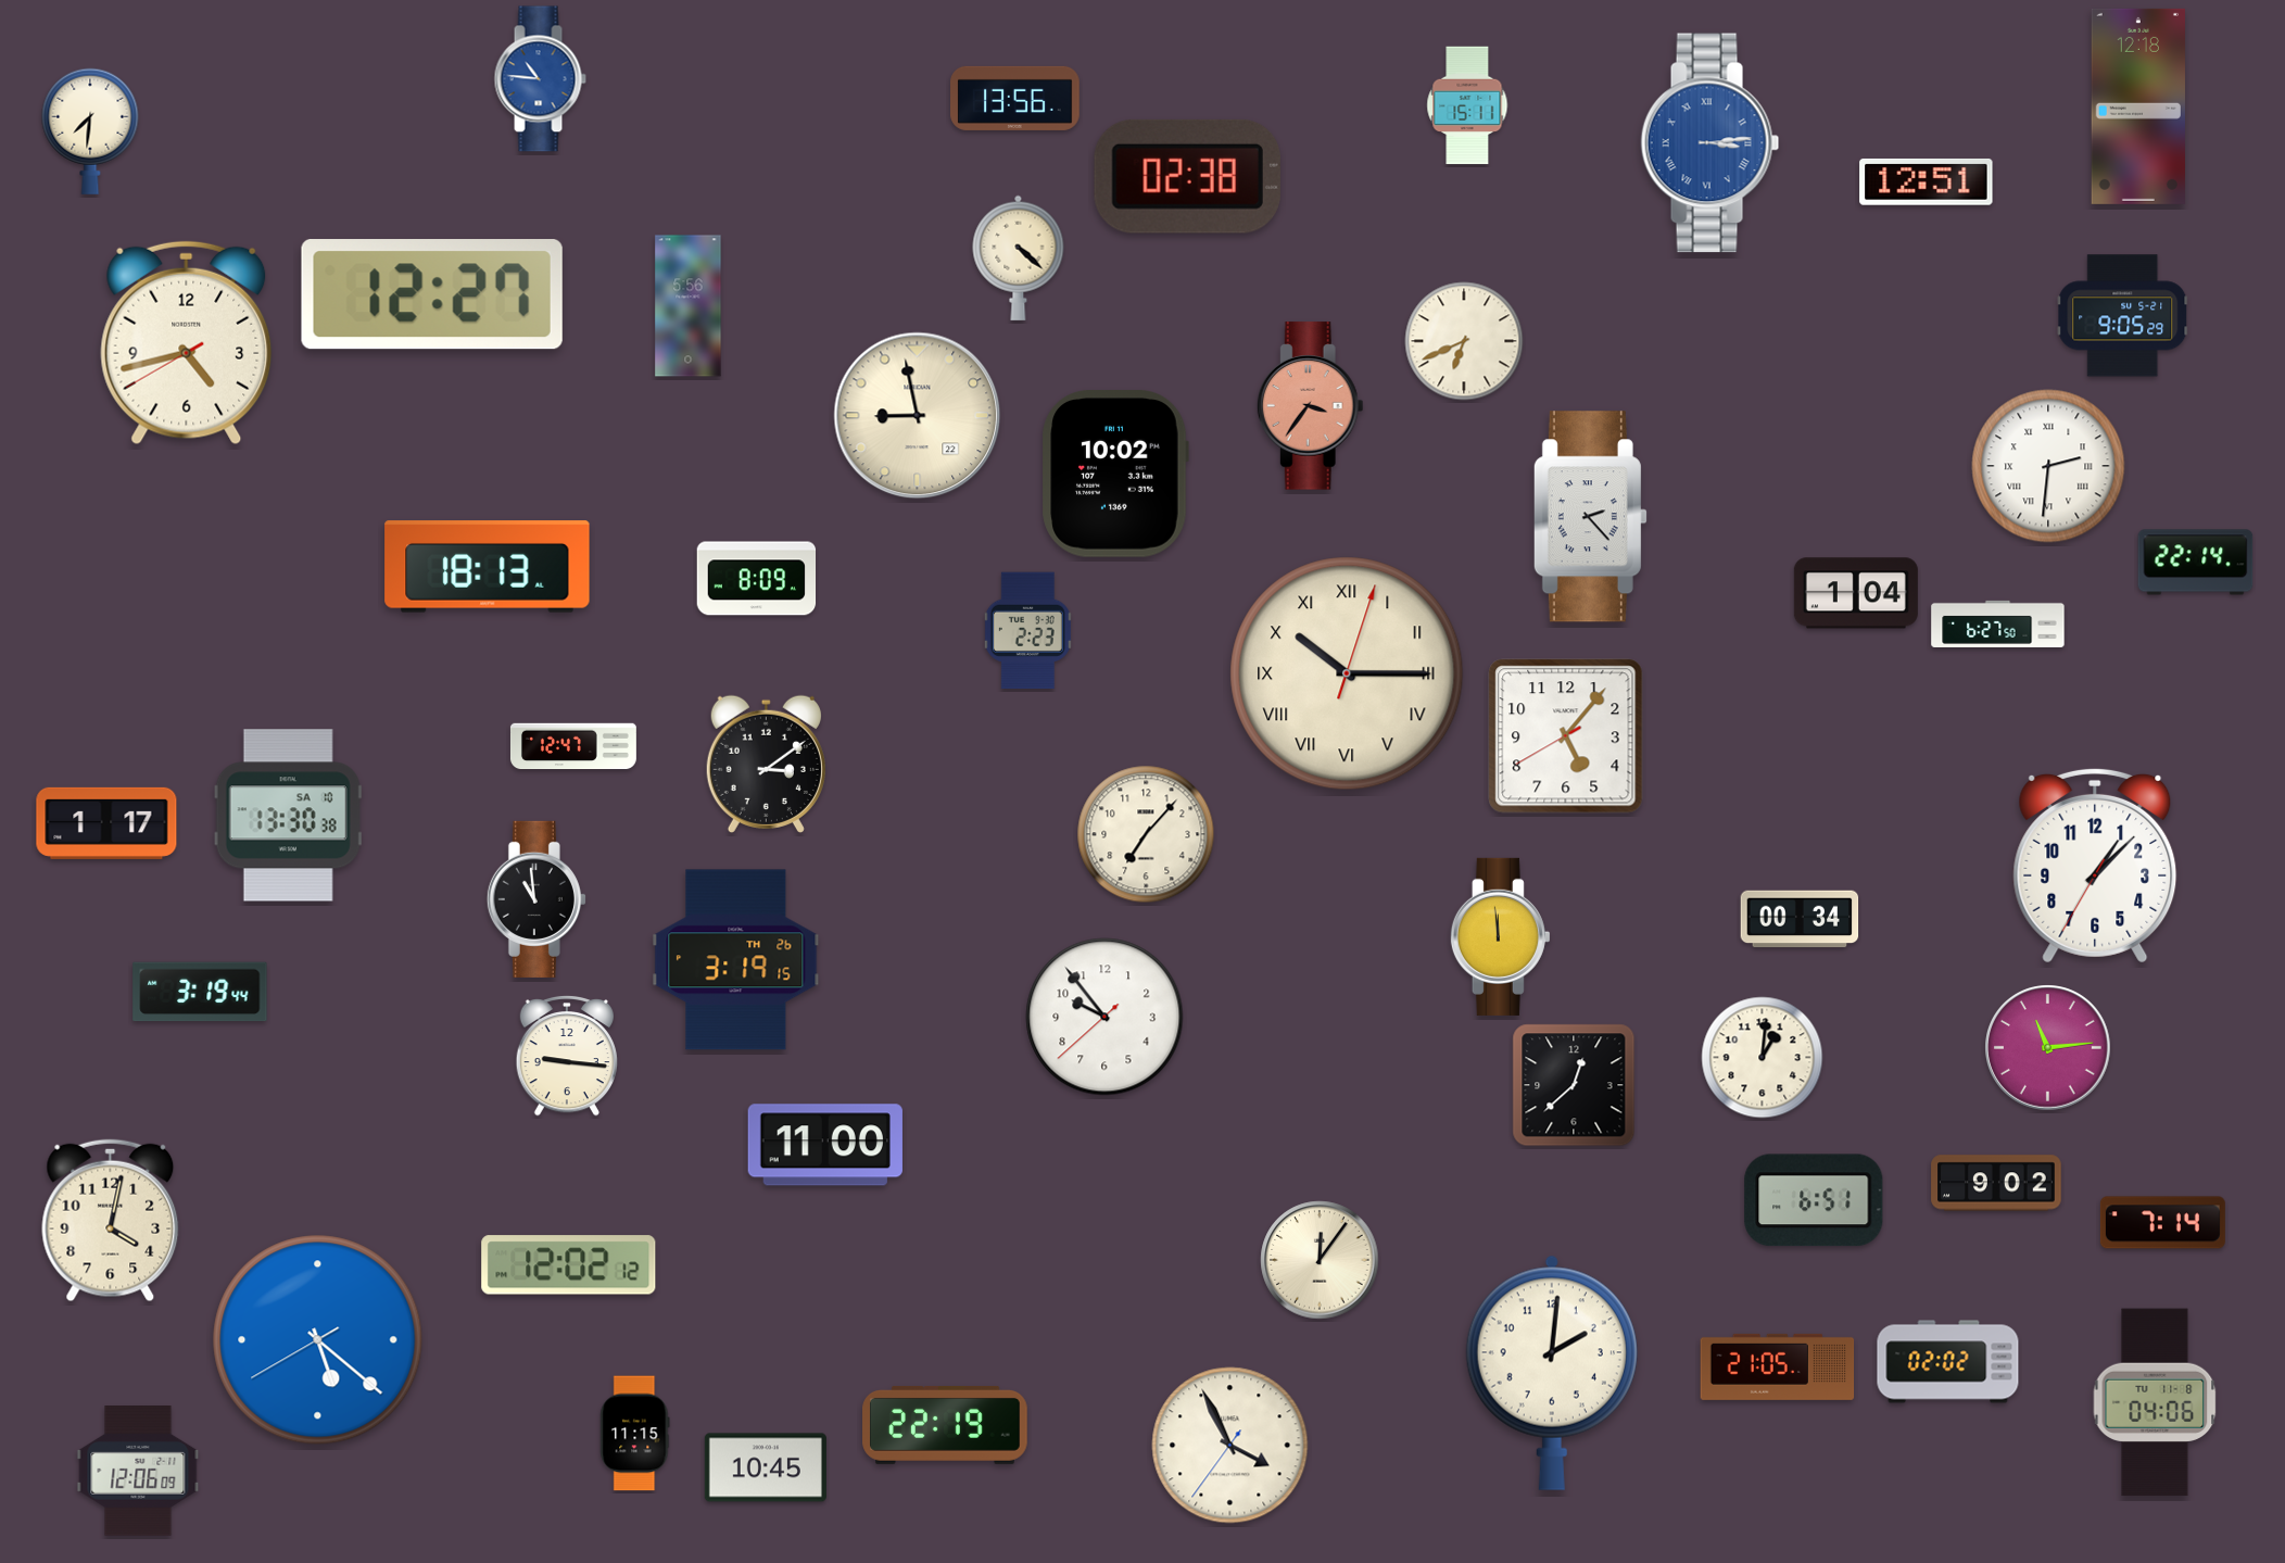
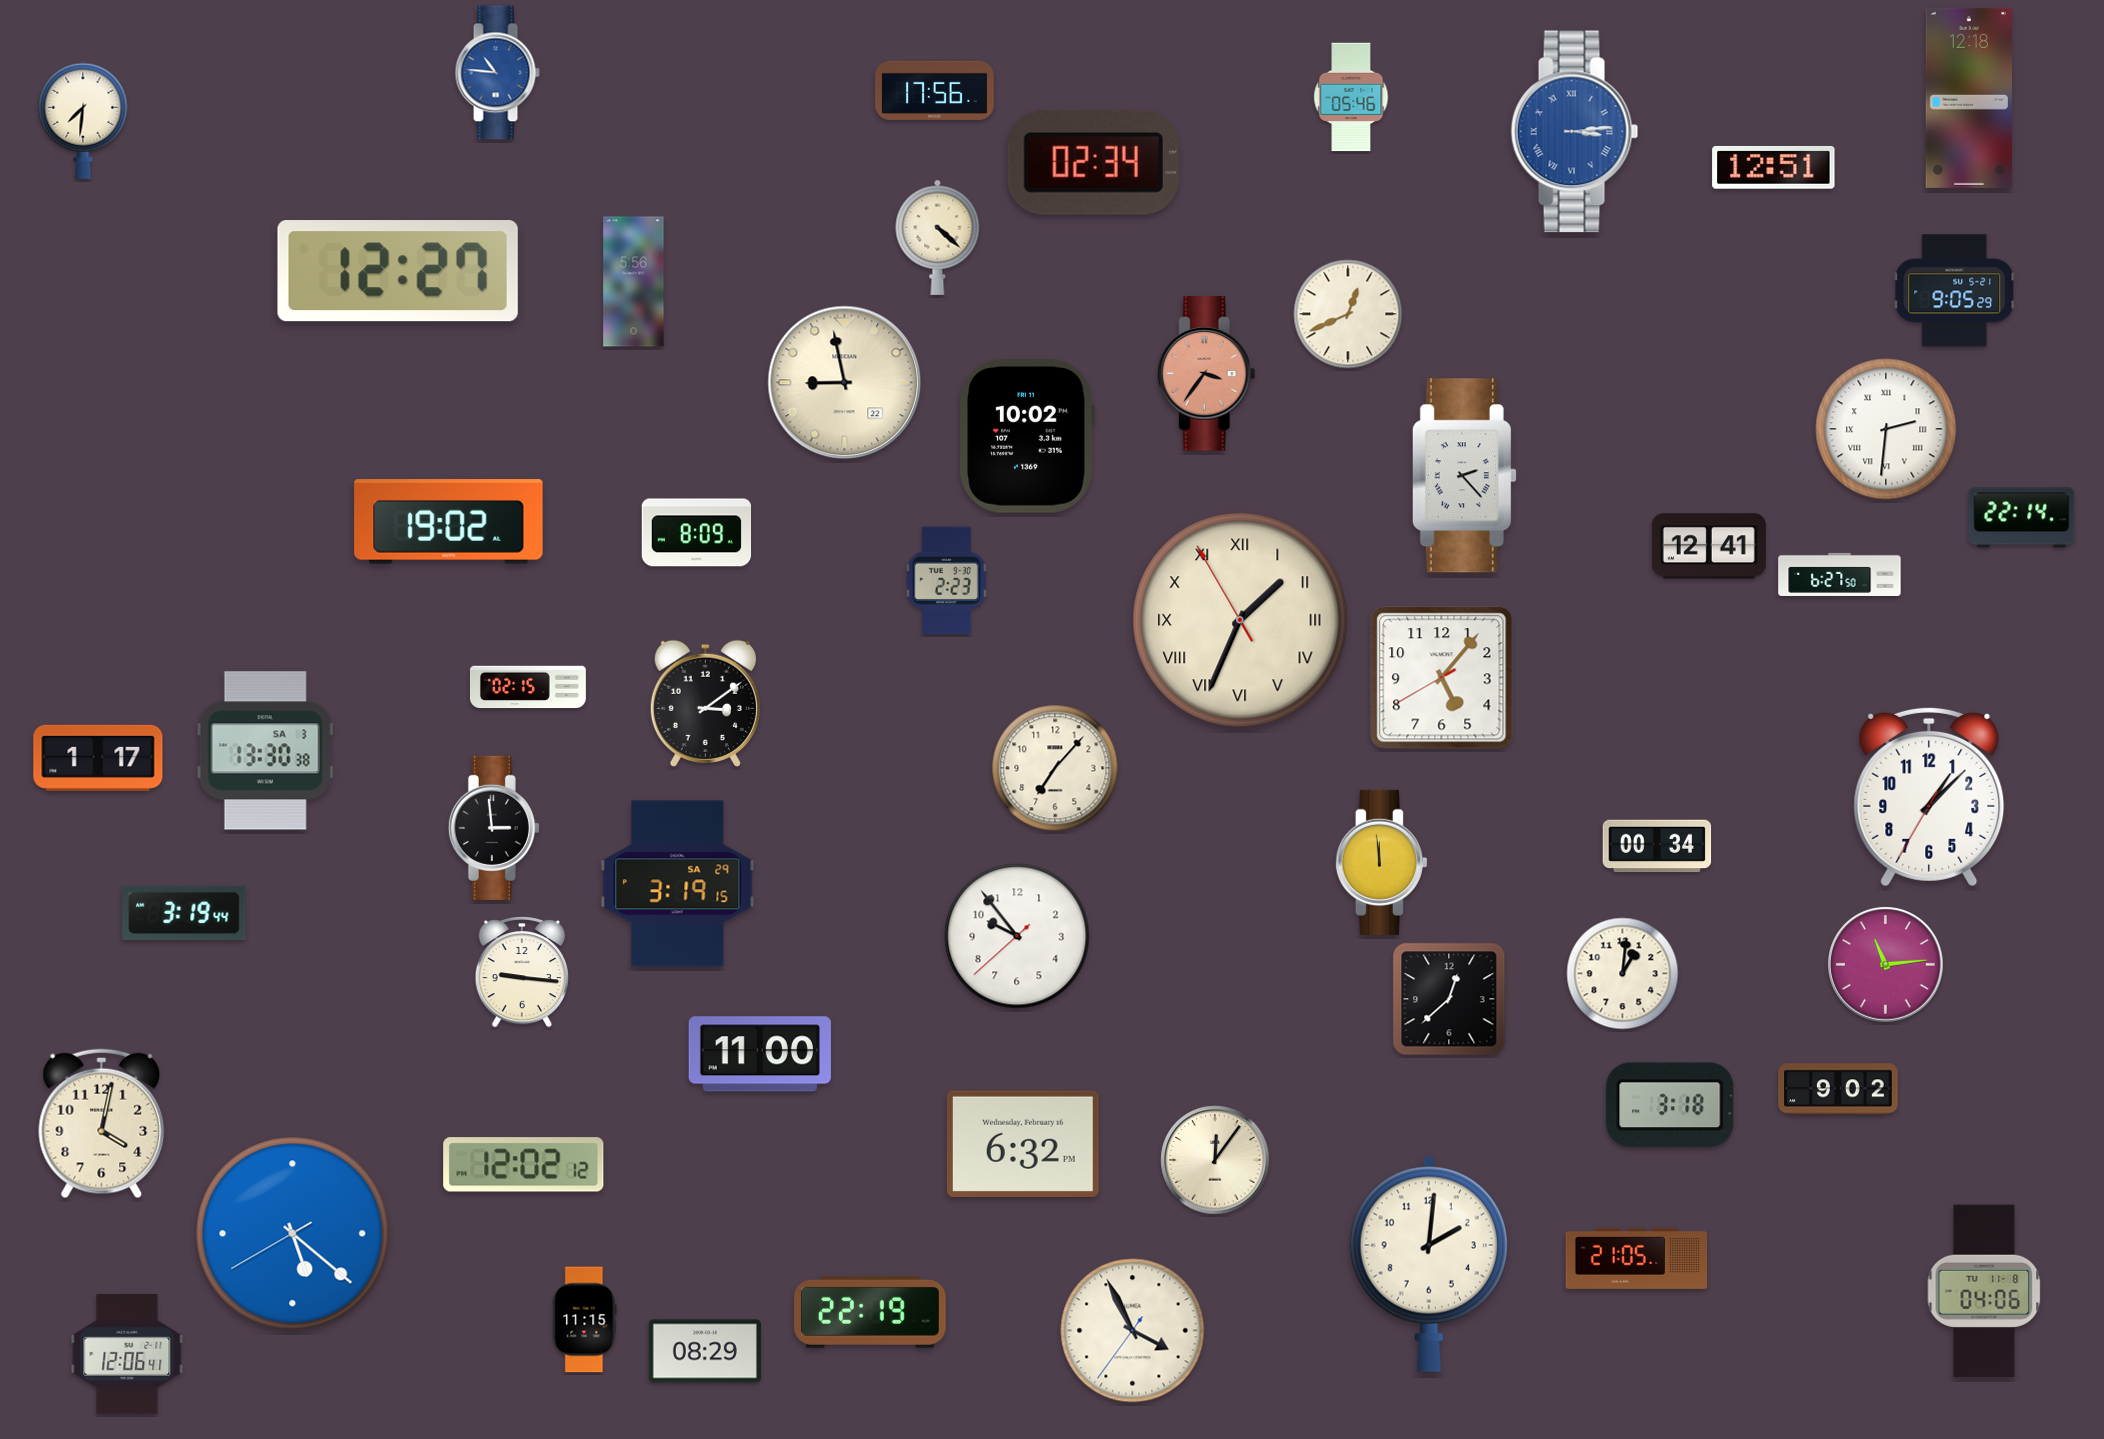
clock at (1015, 98): 13:56 -> 17:56
clock at (1467, 105): 15:11 -> 05:46
clock at (1187, 176): 02:38 -> 02:34
clock at (1464, 341): 6:41 -> 12:41
clock at (187, 343): 4:42 -> none
clock at (488, 567): 18:13 -> 19:02
clock at (1856, 593): 1:04 -> 12:41
clock at (1347, 673): 10:15 -> 1:33
clock at (573, 746): 12:47 -> 02:15
clock at (288, 816) date: SA 10 -> SA 3
clock at (536, 899): 10:59 -> 2:59
clock at (736, 960) date: TH 26 -> SA 29
clock at (1814, 1200): 6:51 -> 3:18
clock at (2162, 1223): 7:14 -> none
clock at (1023, 1144): none -> 6:32
clock at (1948, 1362): 02:02 -> none
clock at (766, 1467): 10:45 -> 08:29
clock at (138, 1472): 12:06:09 -> 12:06:41
